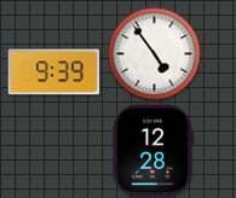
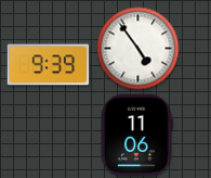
clock at (154, 151): 12:28 -> 11:06
